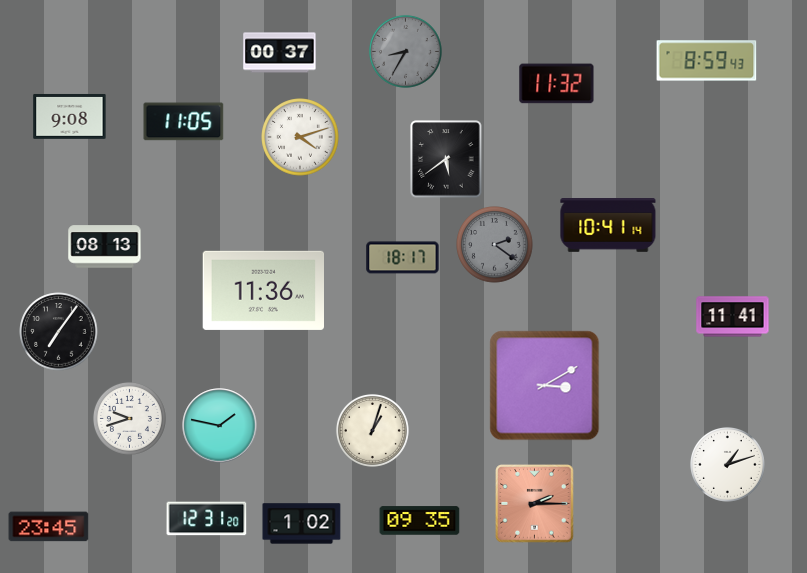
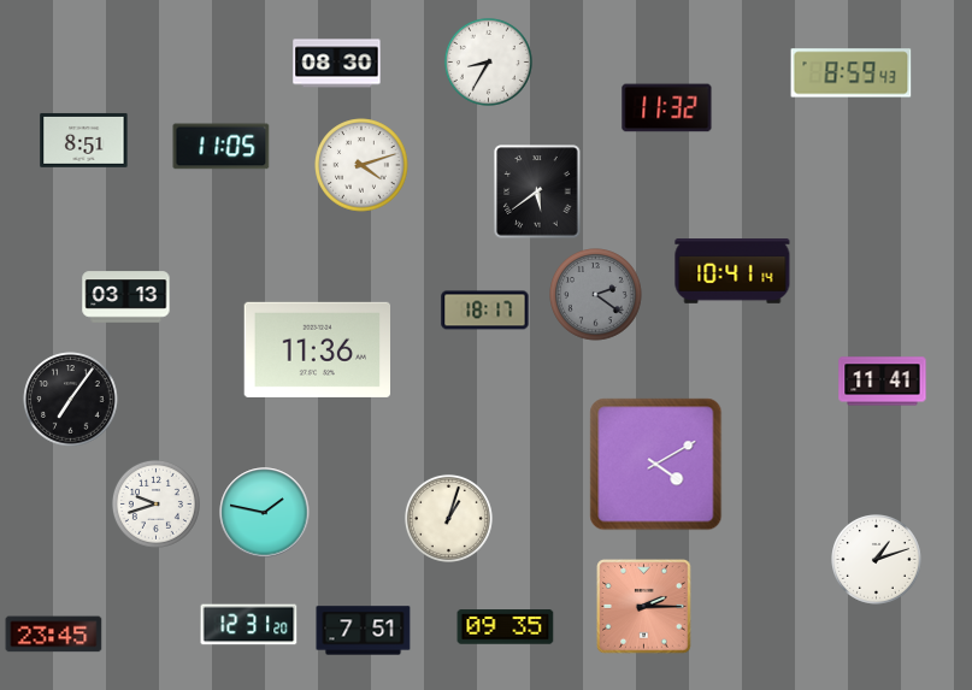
clock at (405, 51) dial: grey -> white
clock at (280, 53): 00:37 -> 08:30
clock at (557, 84) position: (557, 84) -> (667, 108)
clock at (70, 116): 9:08 -> 8:51
clock at (105, 247): 08:13 -> 03:13
clock at (545, 386): 3:10 -> 4:10
clock at (302, 524): 1:02 -> 7:51
clock at (49, 527) position: (49, 527) -> (54, 635)
